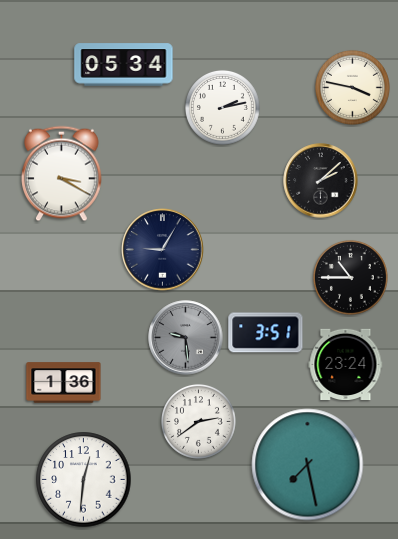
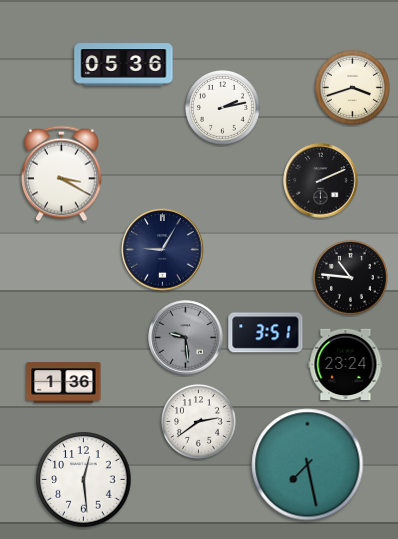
clock at (124, 65): 05:34 -> 05:36
clock at (352, 87): 3:47 -> 3:42
clock at (321, 181): 2:08 -> 2:11
clock at (350, 277): 10:45 -> 10:46
clock at (84, 480): 12:31 -> 12:29
